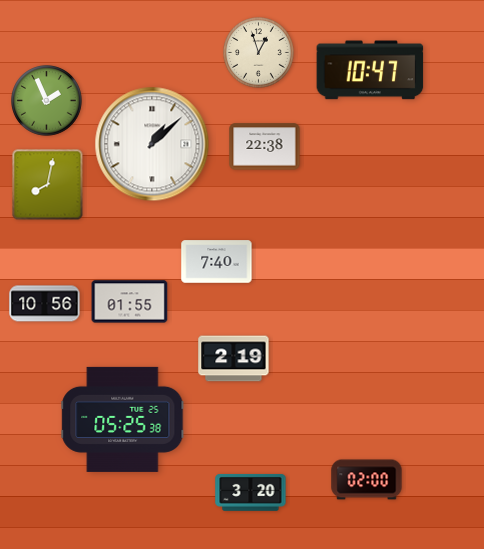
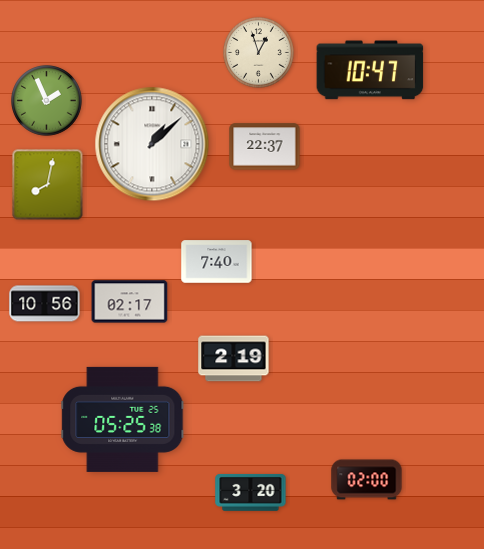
clock at (265, 147): 22:38 -> 22:37
clock at (130, 302): 01:55 -> 02:17
